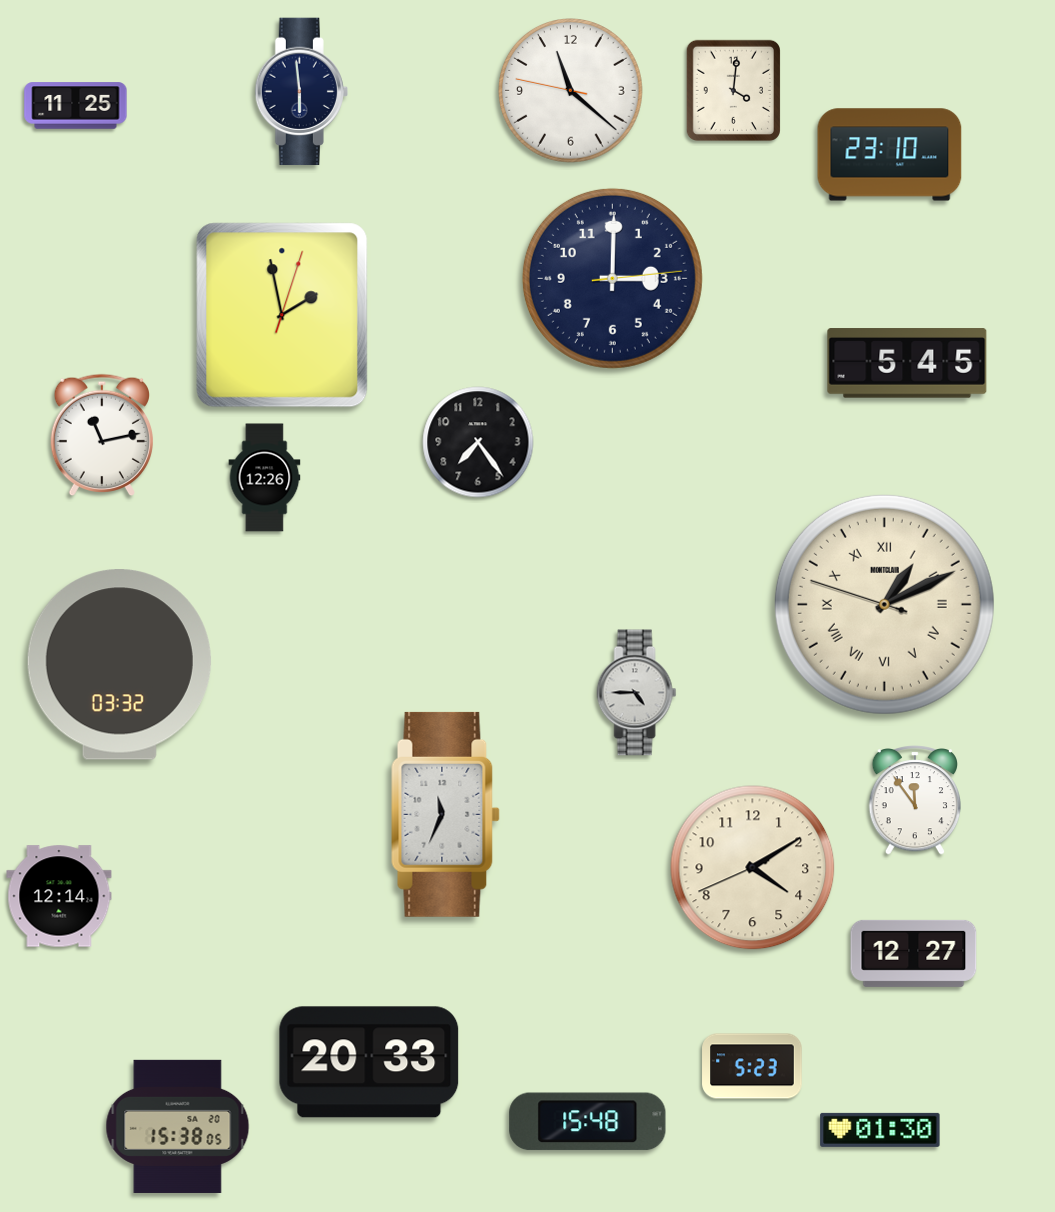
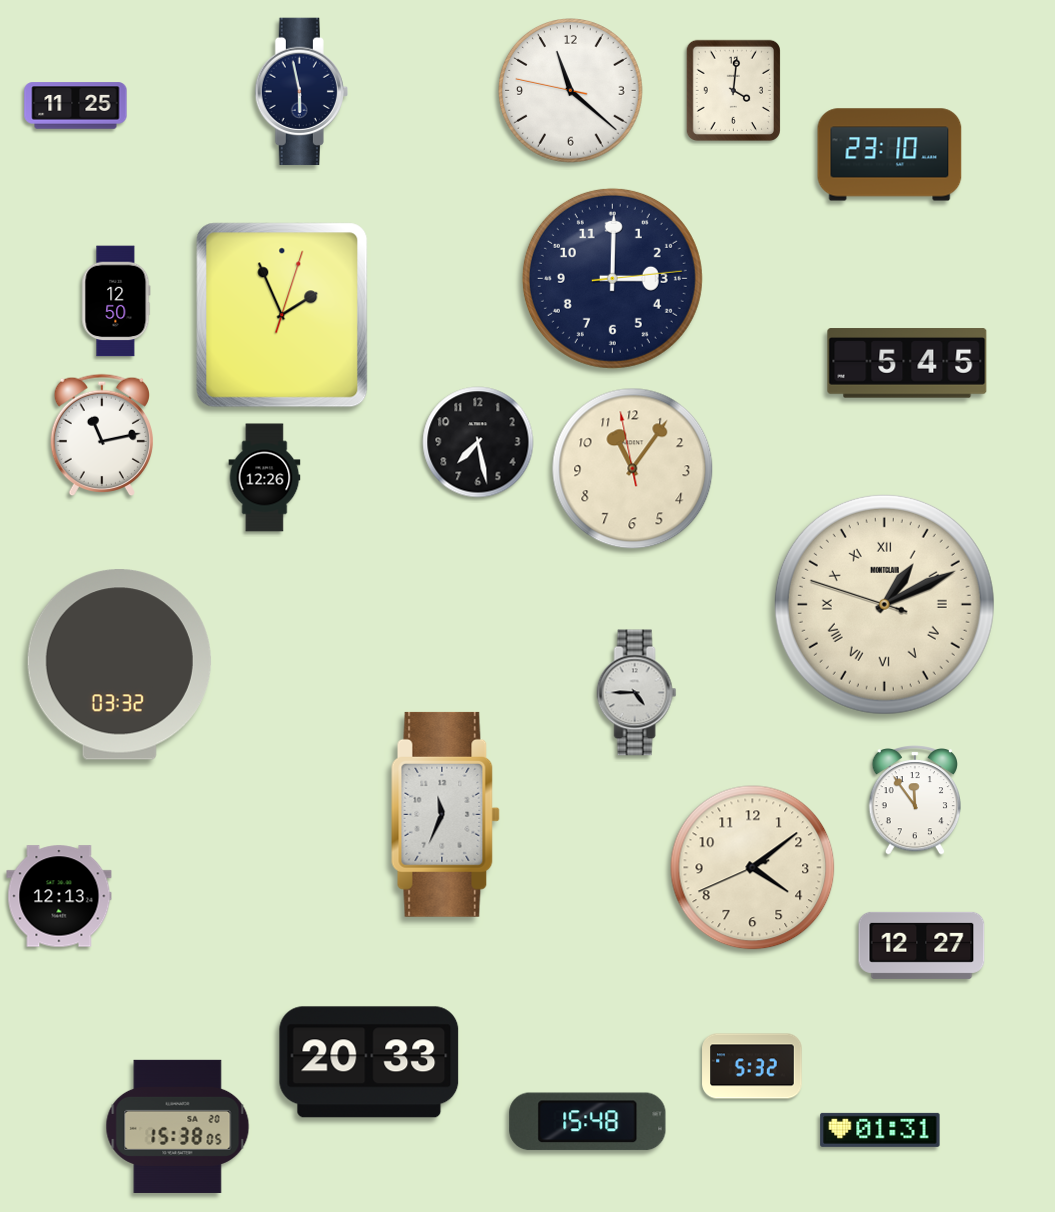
clock at (301, 92): 5:59 -> 5:58
clock at (116, 301): none -> 12:50
clock at (282, 315): 1:58 -> 1:56
clock at (478, 442): 7:24 -> 7:28
clock at (633, 469): none -> 11:05
clock at (753, 868): 4:09 -> 4:08
clock at (59, 896): 12:14 -> 12:13
clock at (914, 953) position: (914, 953) -> (922, 945)
clock at (752, 1066): 5:23 -> 5:32
clock at (880, 1130): 01:30 -> 01:31
